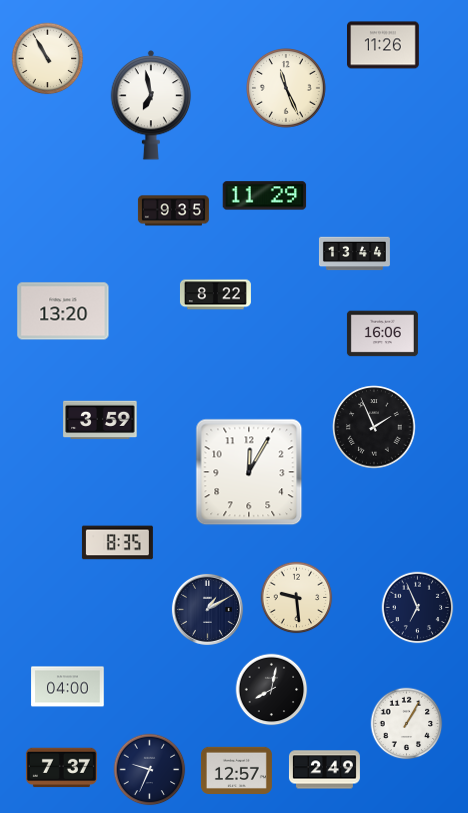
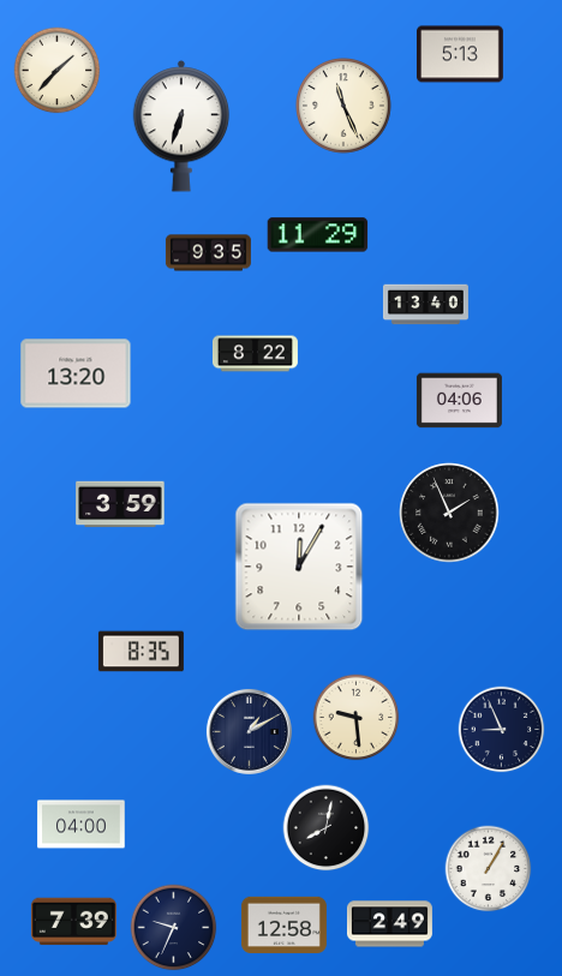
clock at (384, 45): 11:26 -> 5:13
clock at (48, 59): 10:55 -> 1:37
clock at (151, 105): 6:58 -> 6:33
clock at (354, 254): 13:44 -> 13:40
clock at (215, 295) position: (215, 295) -> (255, 354)
clock at (382, 334): 16:06 -> 04:06
clock at (418, 608): 6:56 -> 8:56
clock at (61, 768): 7:37 -> 7:39
clock at (150, 770) position: (150, 770) -> (174, 928)
clock at (236, 770): 12:57 -> 12:58
